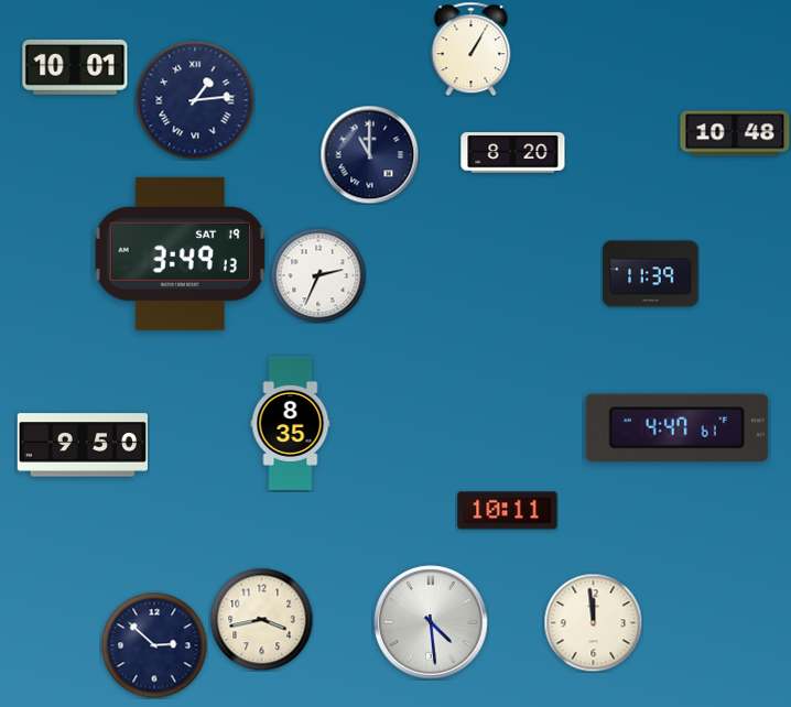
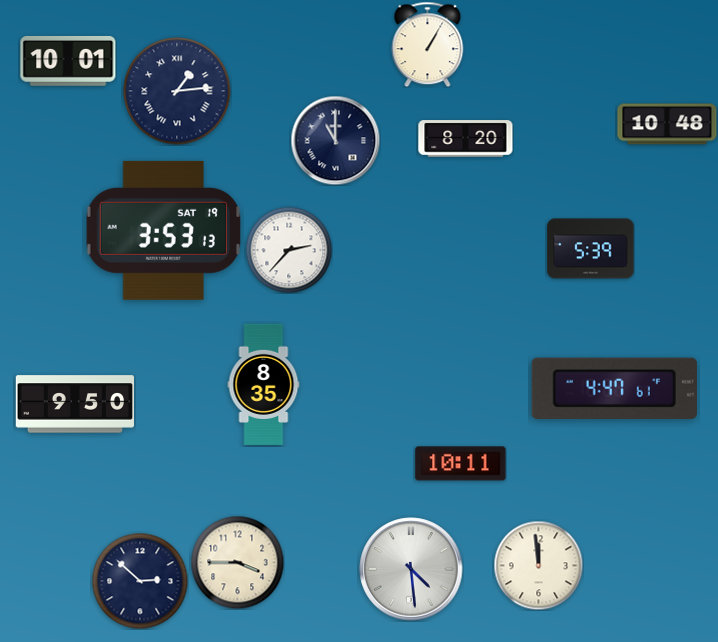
clock at (735, 133) position: (735, 133) -> (667, 124)
clock at (180, 253): 3:49 -> 3:53
clock at (651, 274): 11:39 -> 5:39
clock at (318, 275): 2:34 -> 2:37
clock at (261, 619): 3:43 -> 3:45
clock at (431, 622) position: (431, 622) -> (411, 569)
clock at (154, 645) position: (154, 645) -> (140, 581)
